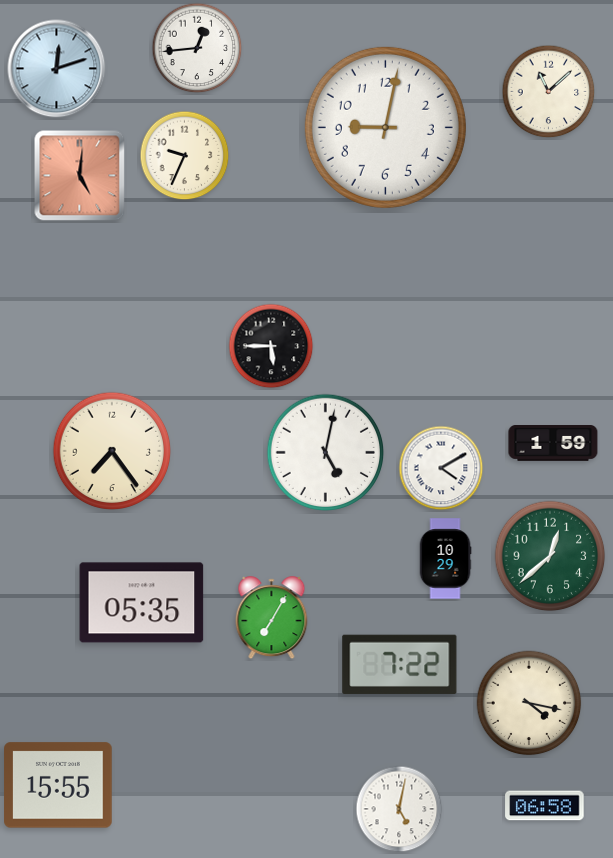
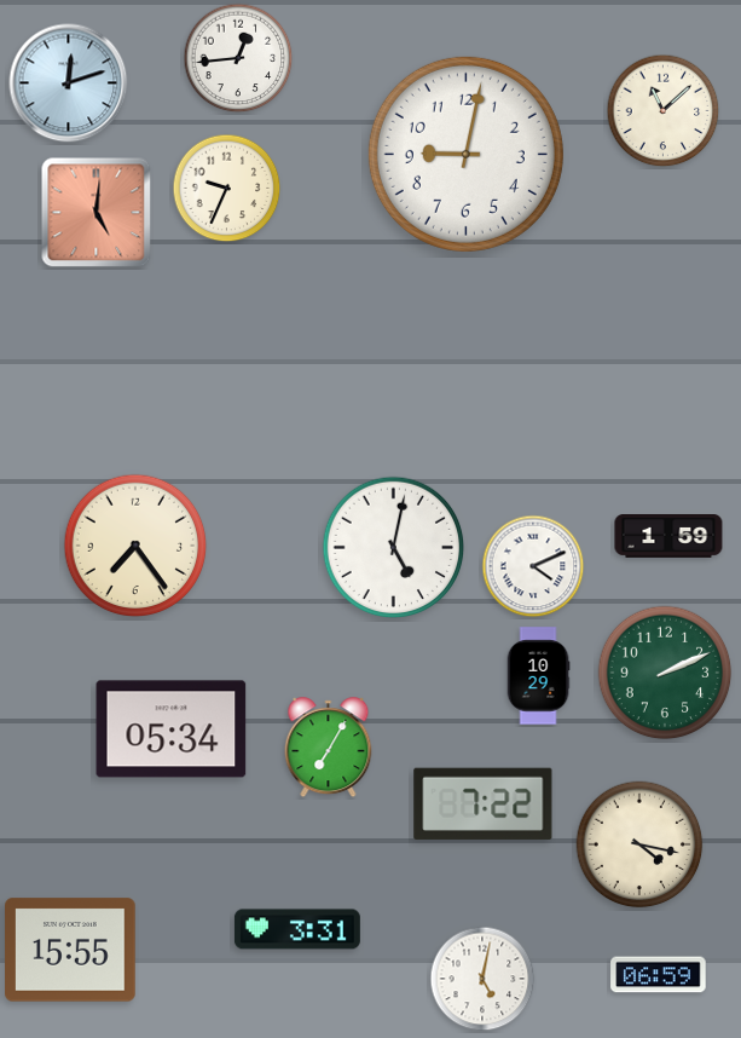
clock at (185, 156) position: (185, 156) -> (227, 189)
clock at (271, 346): 5:45 -> none
clock at (441, 468): 4:10 -> 4:11
clock at (550, 556): 12:38 -> 2:11
clock at (142, 603): 05:35 -> 05:34
clock at (529, 703) position: (529, 703) -> (639, 844)
clock at (297, 929): none -> 3:31
clock at (545, 806): 06:58 -> 06:59
